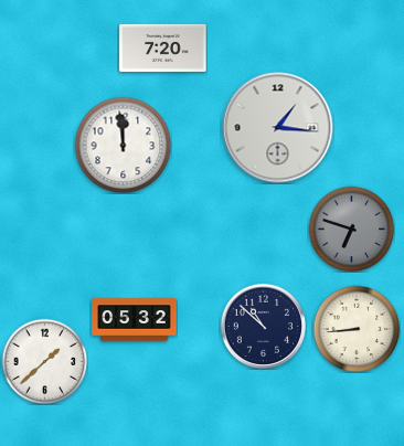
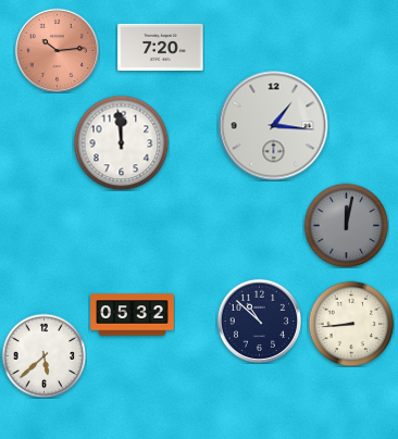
clock at (57, 50): none -> 10:14
clock at (351, 229): 6:48 -> 12:02
clock at (44, 361): 1:38 -> 5:38
